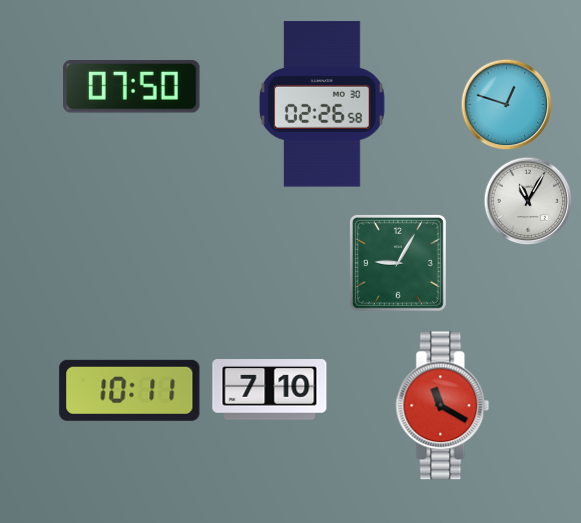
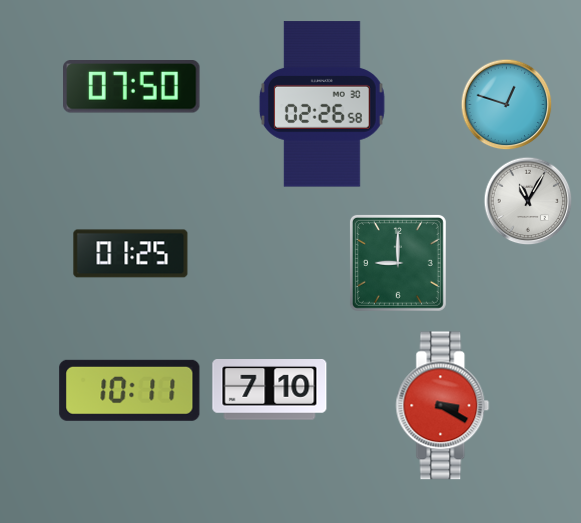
clock at (131, 254): none -> 01:25
clock at (398, 263): 9:05 -> 9:00
clock at (443, 406): 11:20 -> 3:20
